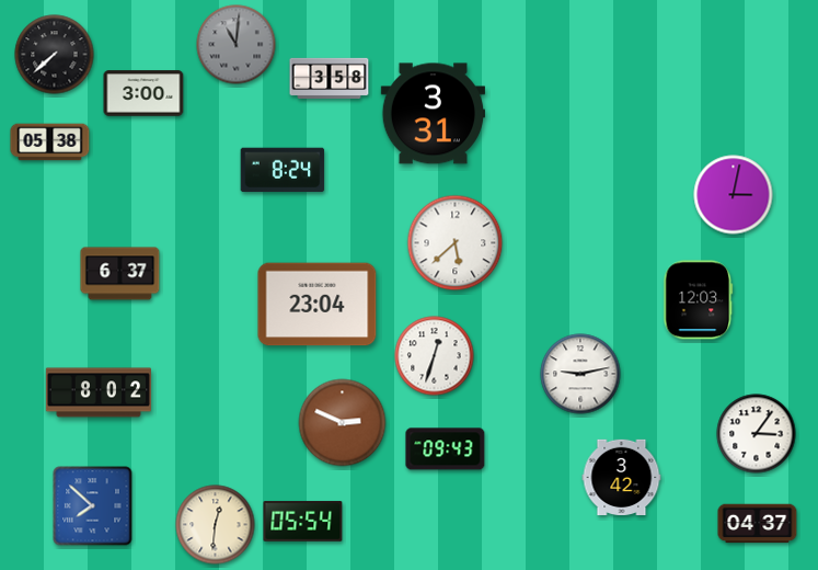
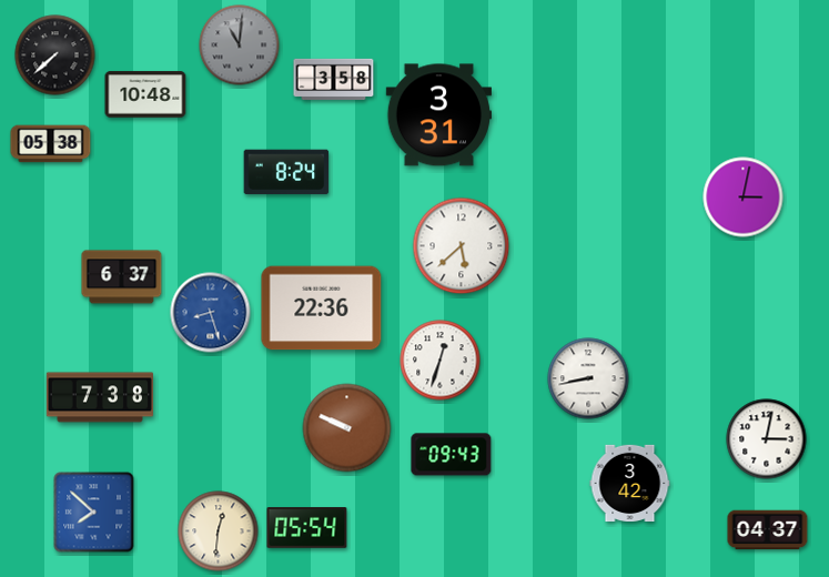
clock at (143, 93): 3:00 -> 10:48
clock at (699, 300): 12:03 -> none
clock at (318, 305): 23:04 -> 22:36
clock at (211, 313): none -> 8:27
clock at (580, 374): 9:13 -> 8:43
clock at (99, 392): 8:02 -> 7:38
clock at (343, 423): 2:49 -> 9:49
clock at (757, 434): 3:06 -> 3:02
